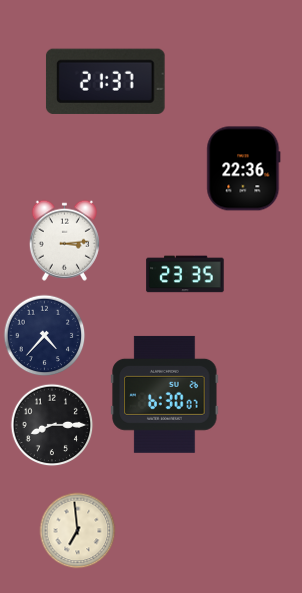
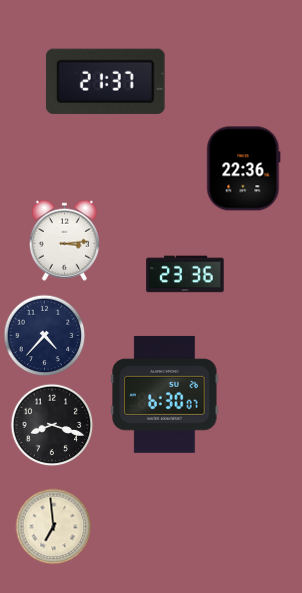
clock at (185, 274): 23:35 -> 23:36
clock at (52, 425): 8:15 -> 8:18
clock at (78, 531) position: (78, 531) -> (54, 527)
